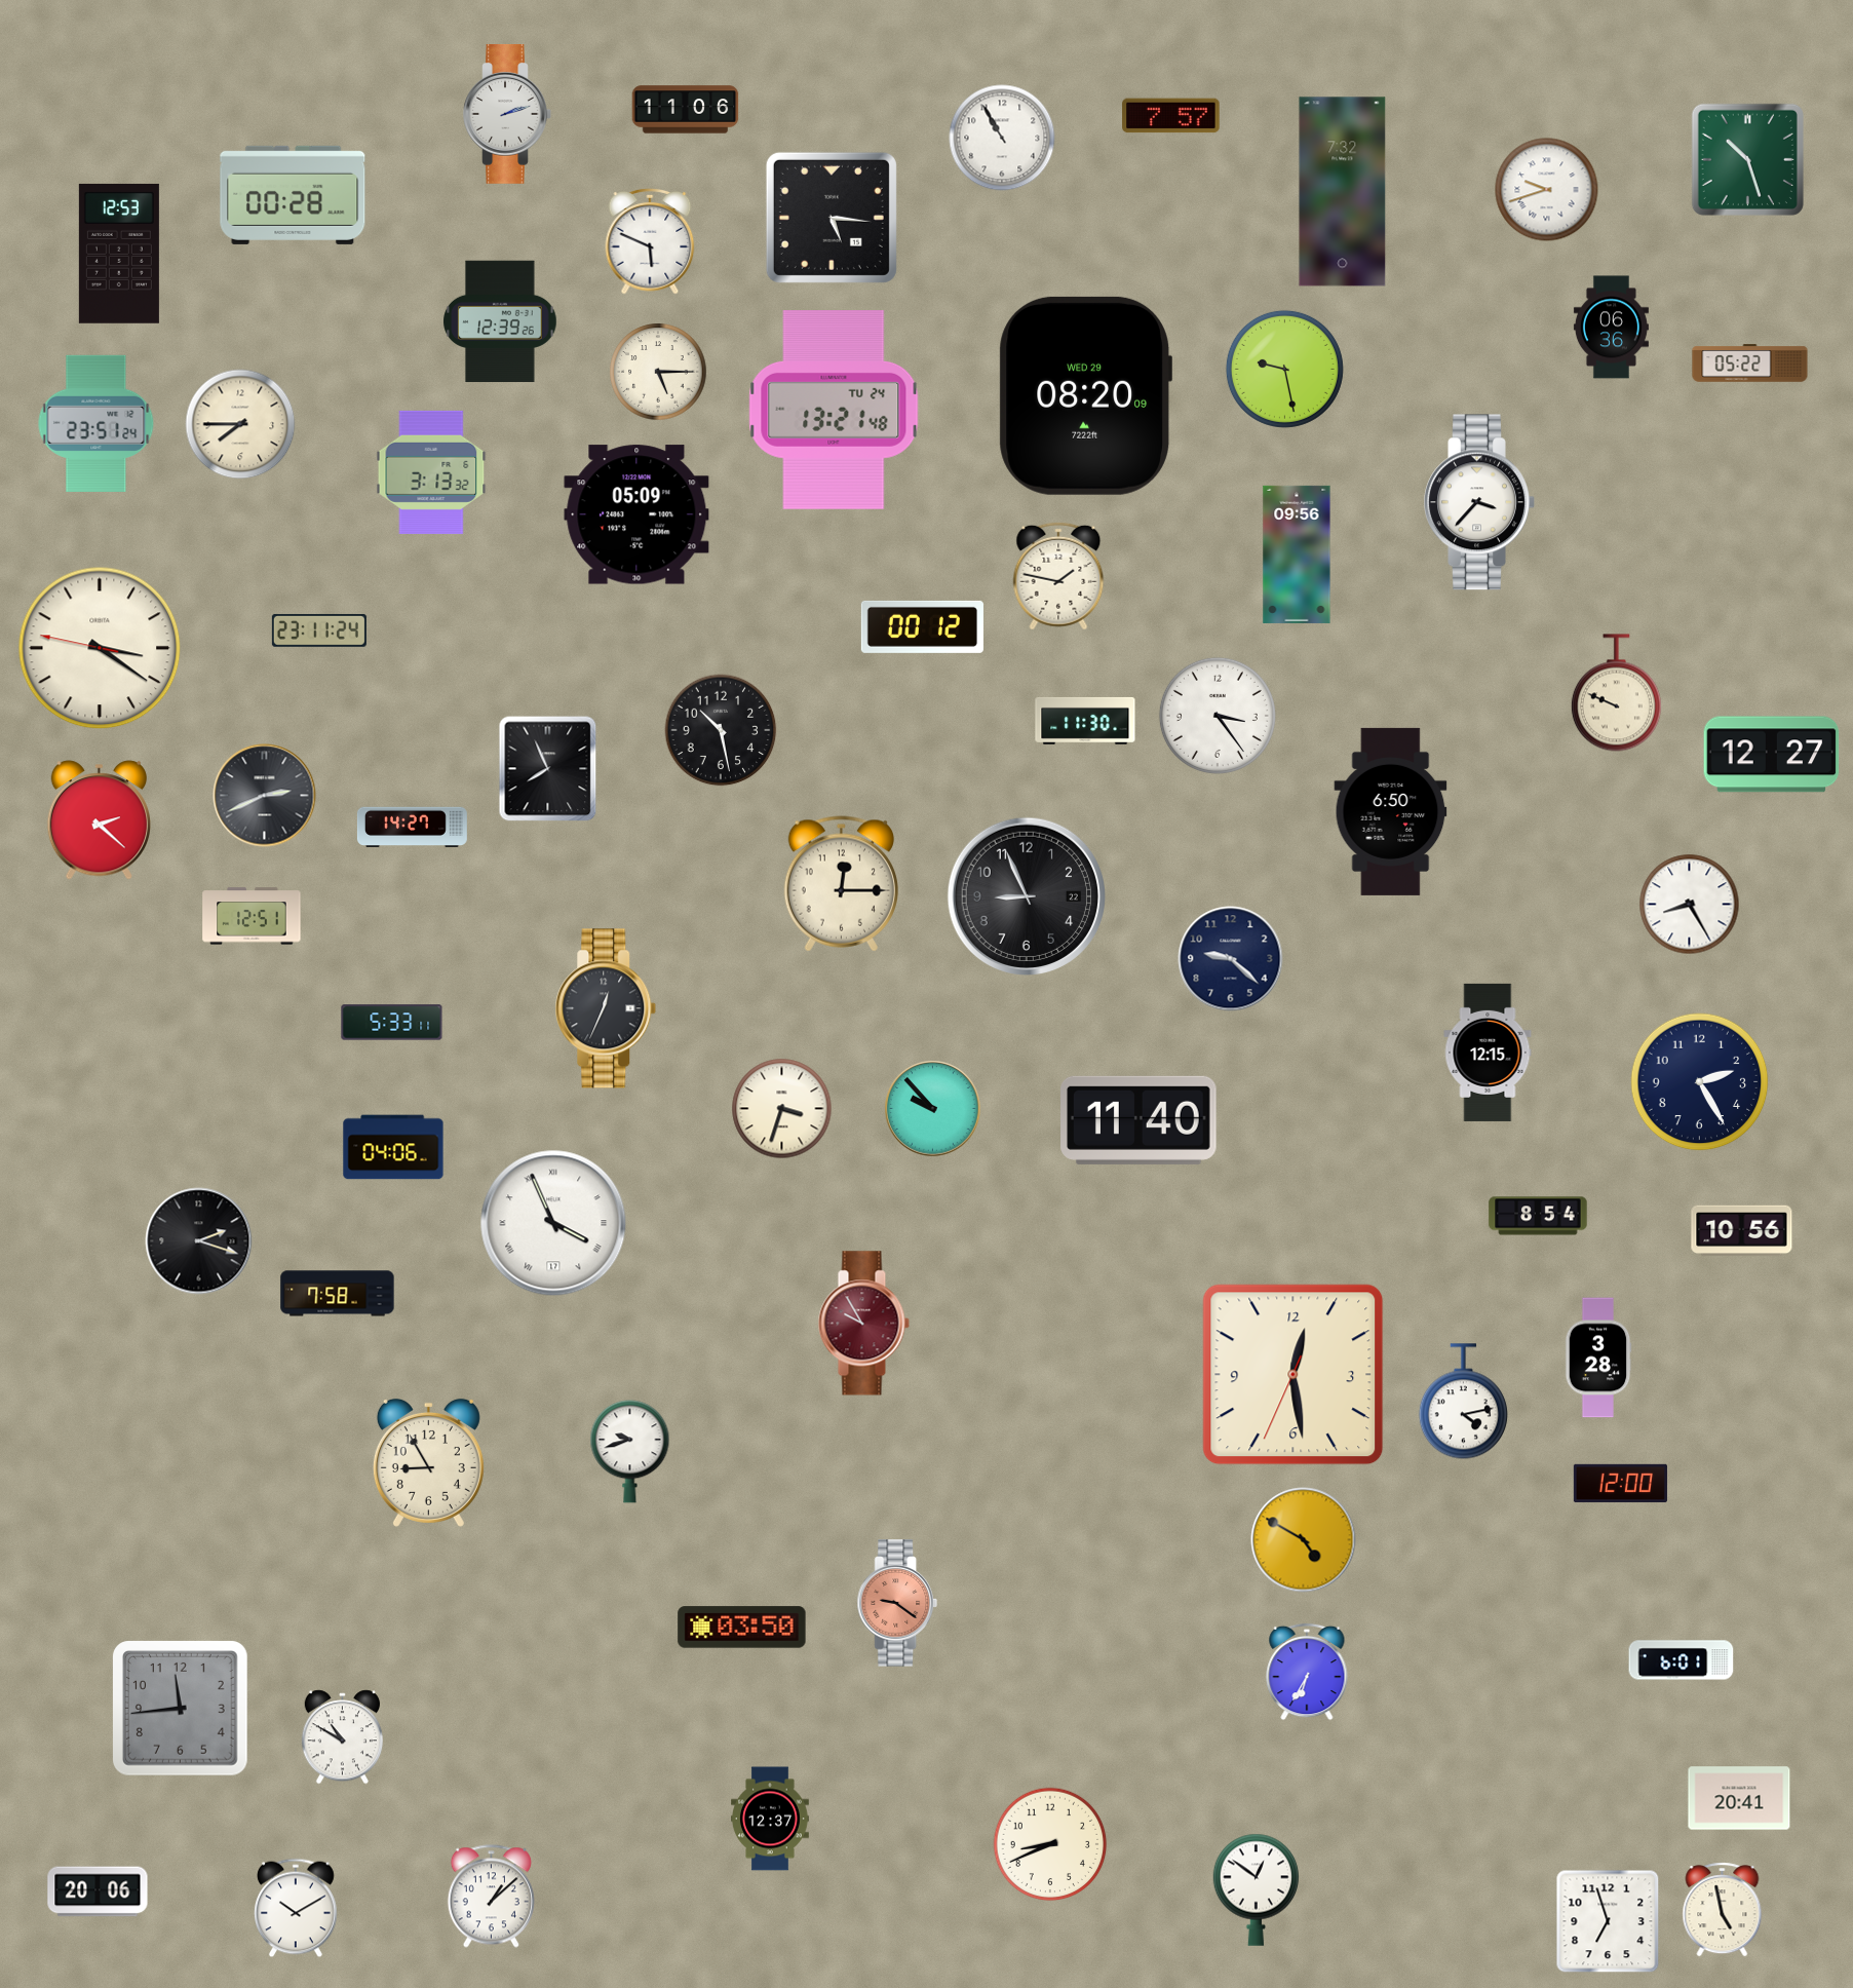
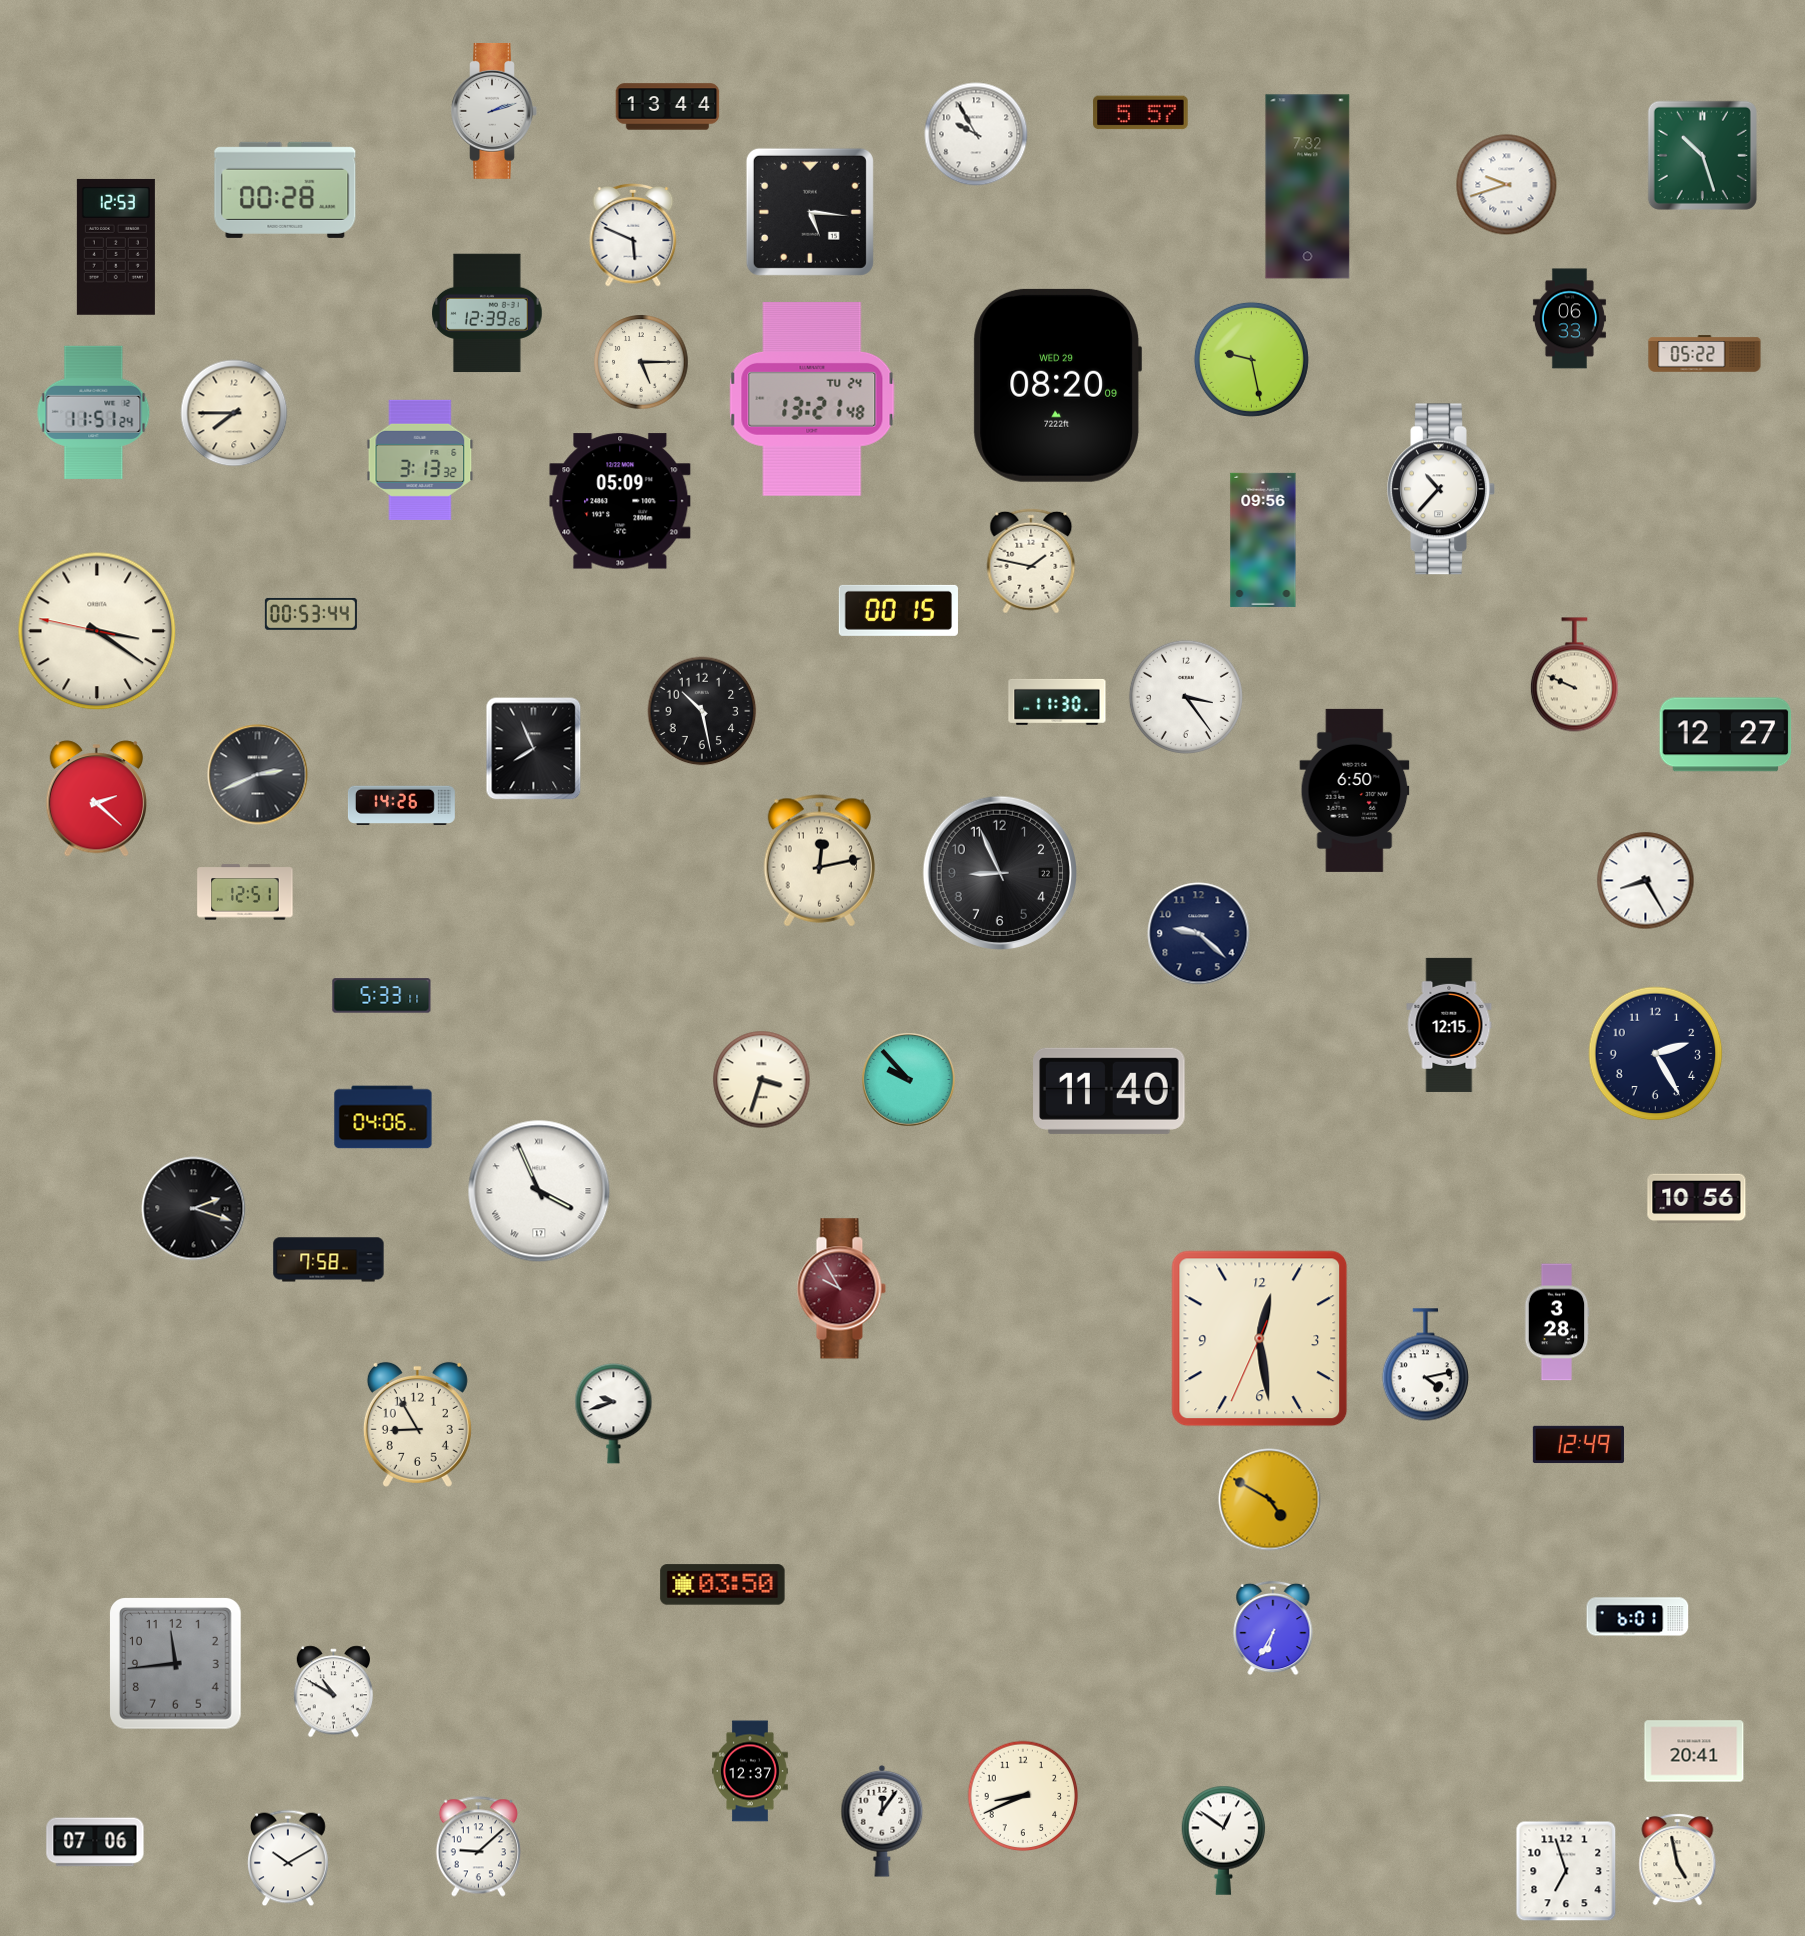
clock at (686, 110): 11:06 -> 13:44
clock at (1171, 116): 7:57 -> 5:57
clock at (1002, 138): 10:55 -> 9:55
clock at (1611, 328): 06:36 -> 06:33
clock at (96, 423): 23:51 -> 11:51
clock at (1479, 502): 3:37 -> 10:37
clock at (922, 626): 00:12 -> 00:15
clock at (319, 630): 23:11 -> 00:53
clock at (412, 827): 14:27 -> 14:26
clock at (841, 884): 12:15 -> 12:13
clock at (606, 1008): 12:34 -> none
clock at (1538, 1216): 8:54 -> none
clock at (1620, 1484): 12:00 -> 12:49
clock at (897, 1603): 9:21 -> none
clock at (882, 1821): none -> 12:06
clock at (98, 1891): 20:06 -> 07:06
clock at (491, 1897): 1:08 -> 9:08
